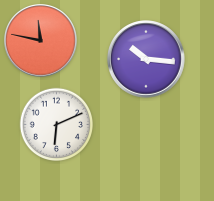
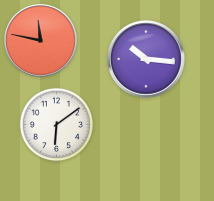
clock at (57, 125): 6:11 -> 6:09
